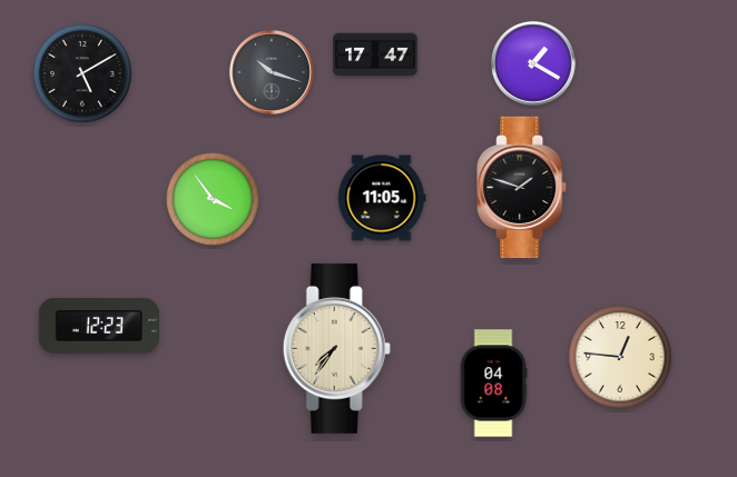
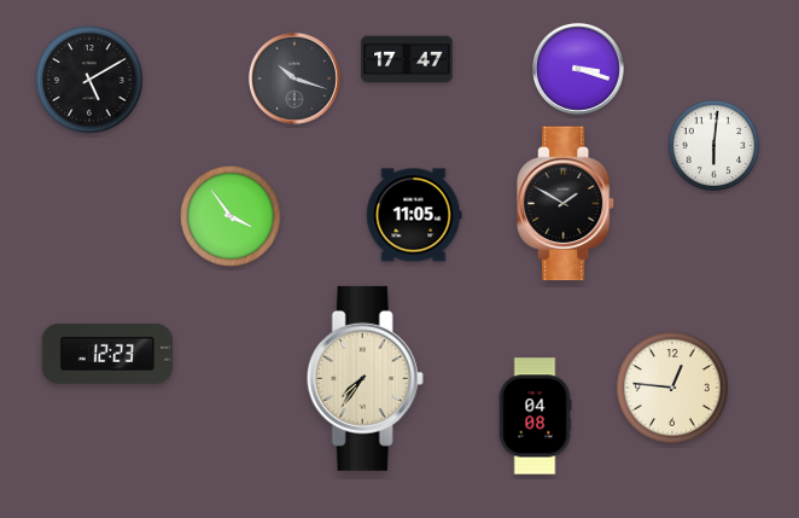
clock at (533, 63): 1:20 -> 3:18
clock at (715, 146): none -> 6:01
clock at (523, 188): 1:48 -> 1:50
